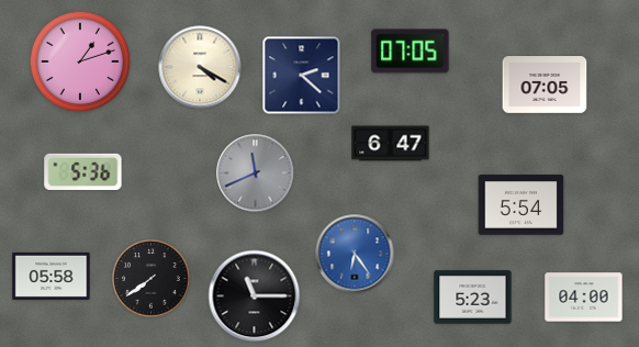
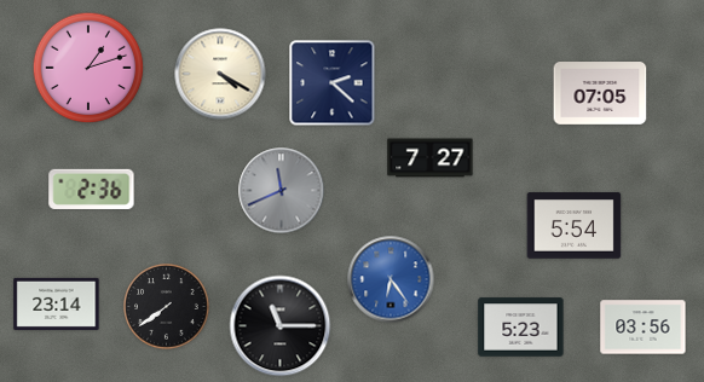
clock at (411, 52): 07:05 -> none
clock at (391, 144): 6:47 -> 7:27
clock at (83, 171): 5:36 -> 2:36
clock at (52, 276): 05:58 -> 23:14
clock at (584, 298): 04:00 -> 03:56
